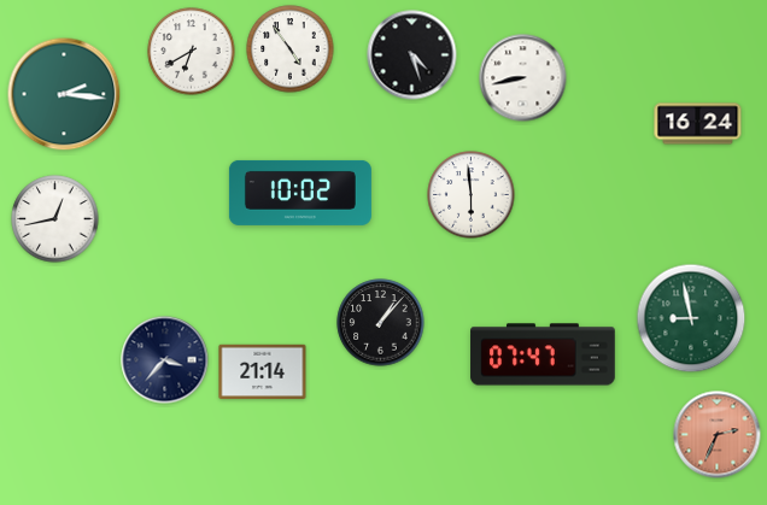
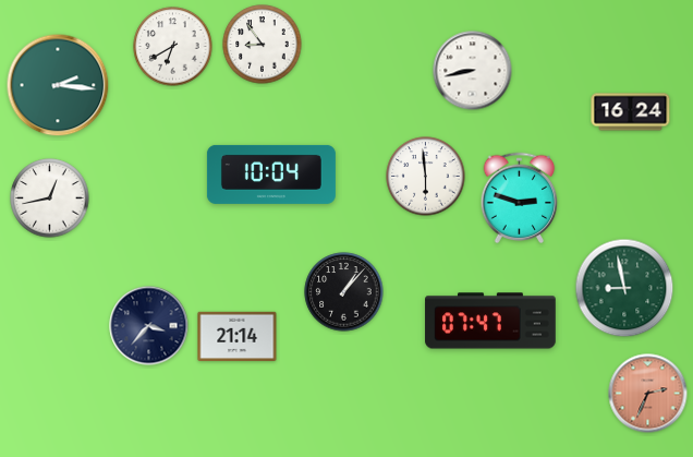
clock at (291, 49): 4:54 -> 8:54
clock at (412, 55): 4:27 -> none
clock at (300, 193): 10:02 -> 10:04
clock at (520, 199): none -> 2:48
